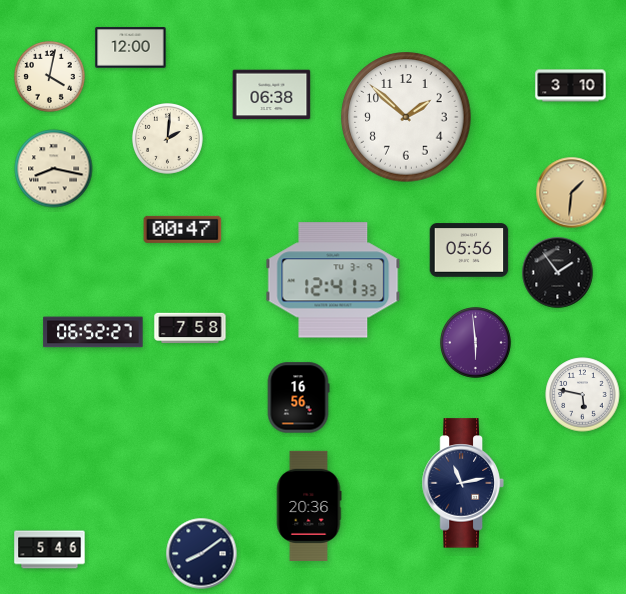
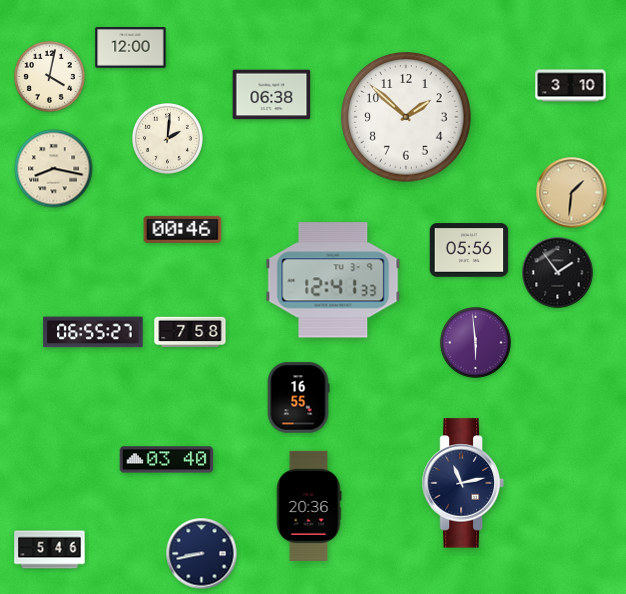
clock at (183, 229): 00:47 -> 00:46
clock at (190, 328) position: (190, 328) -> (190, 332)
clock at (93, 332): 06:52 -> 06:55
clock at (583, 395): 5:47 -> none
clock at (298, 398): 16:56 -> 16:55
clock at (167, 460): none -> 03:40
clock at (202, 554): 8:09 -> 8:43
